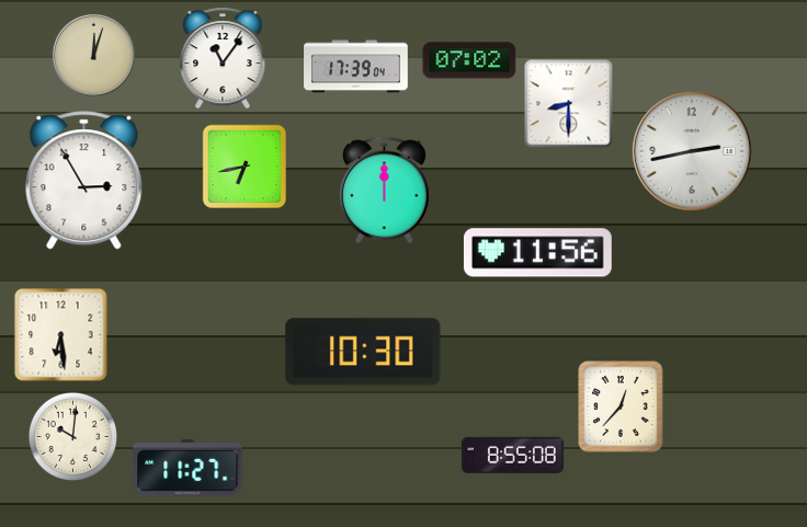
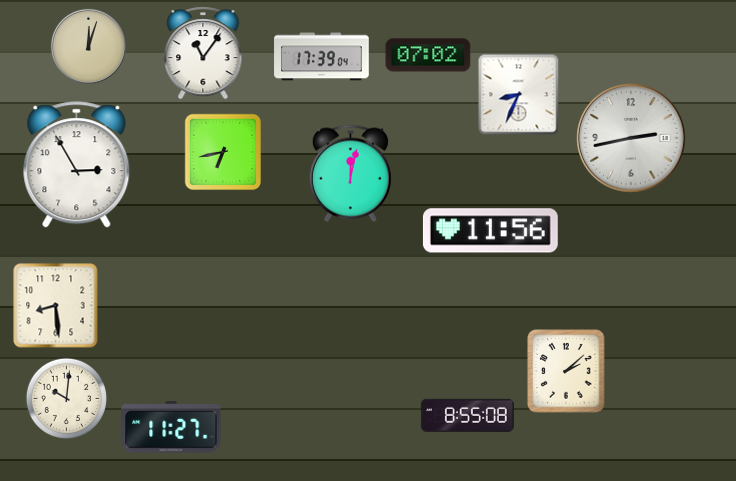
clock at (93, 55) position: (93, 55) -> (88, 46)
clock at (356, 67) position: (356, 67) -> (322, 57)
clock at (569, 104): 8:30 -> 8:34
clock at (384, 191): 12:00 -> 12:02
clock at (61, 335): 6:29 -> 8:29
clock at (363, 352): 10:30 -> none
clock at (621, 406): 12:37 -> 2:08
